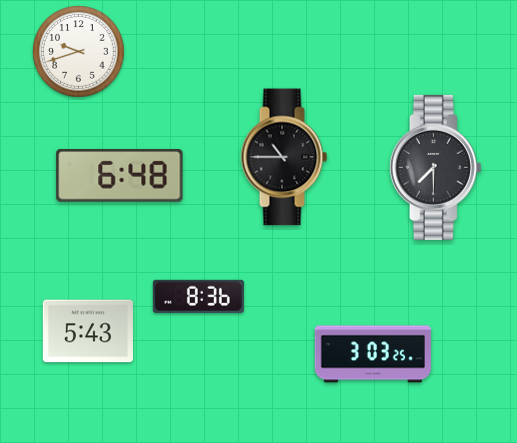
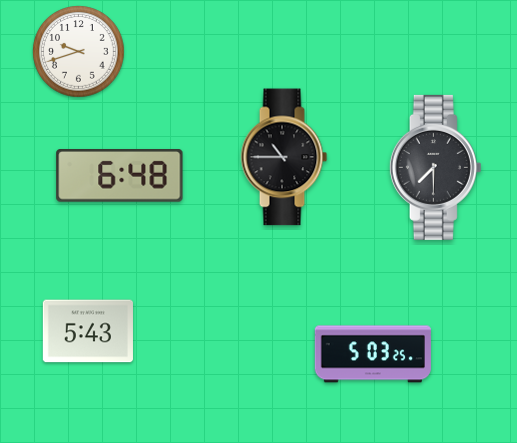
clock at (198, 296): 8:36 -> none
clock at (373, 354): 3:03 -> 5:03
